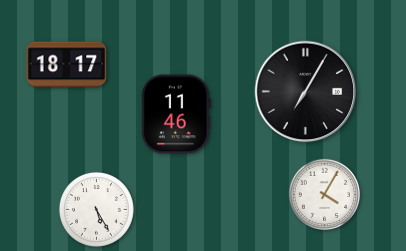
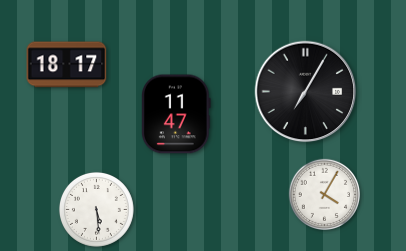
clock at (176, 114): 11:46 -> 11:47
clock at (96, 209): 5:25 -> 5:29
